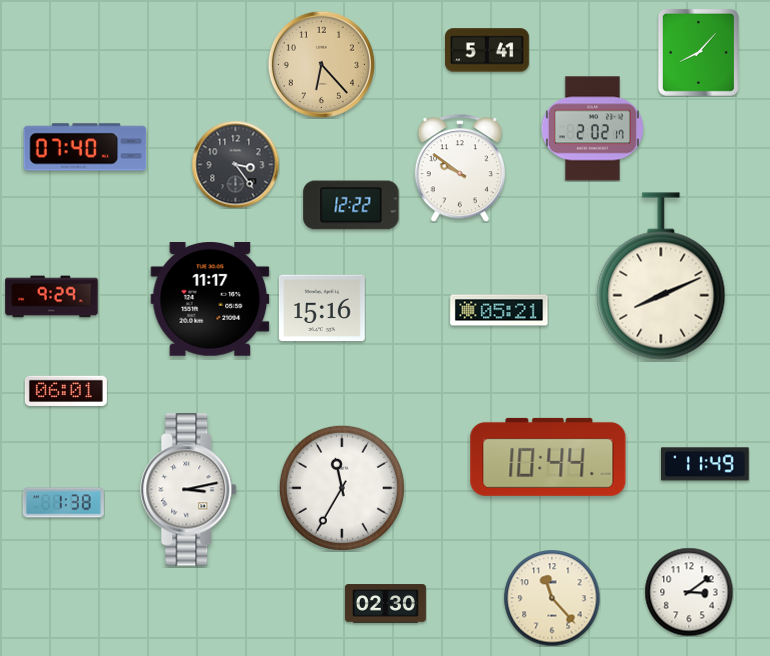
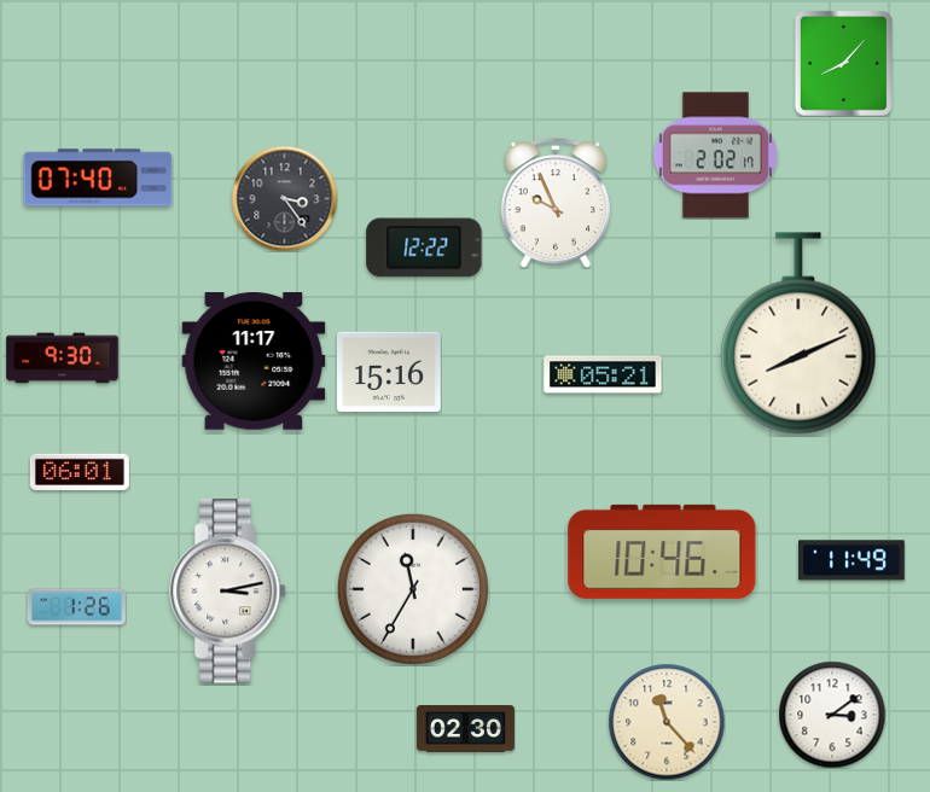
clock at (487, 50): 5:41 -> none
clock at (321, 64): 6:23 -> none
clock at (85, 147) position: (85, 147) -> (98, 177)
clock at (460, 168): 9:51 -> 9:56
clock at (52, 297): 9:29 -> 9:30
clock at (548, 457): 10:44 -> 10:46
clock at (63, 503): 1:38 -> 1:26
